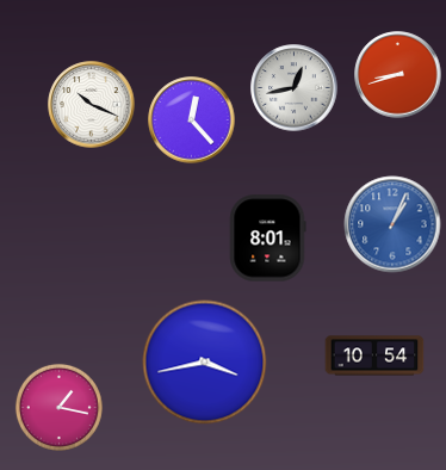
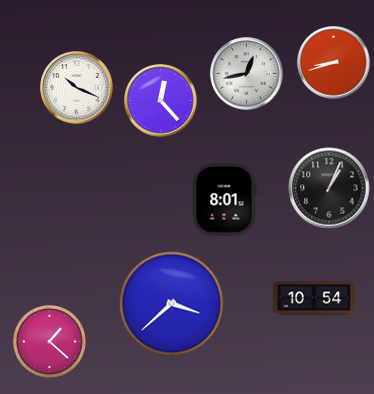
clock at (392, 224) dial: blue -> black
clock at (205, 363): 3:43 -> 3:38
clock at (58, 407): 1:17 -> 1:22
